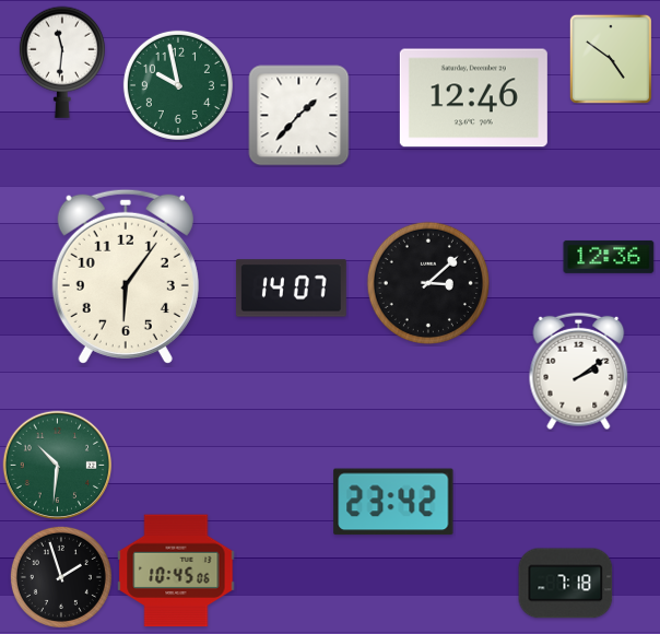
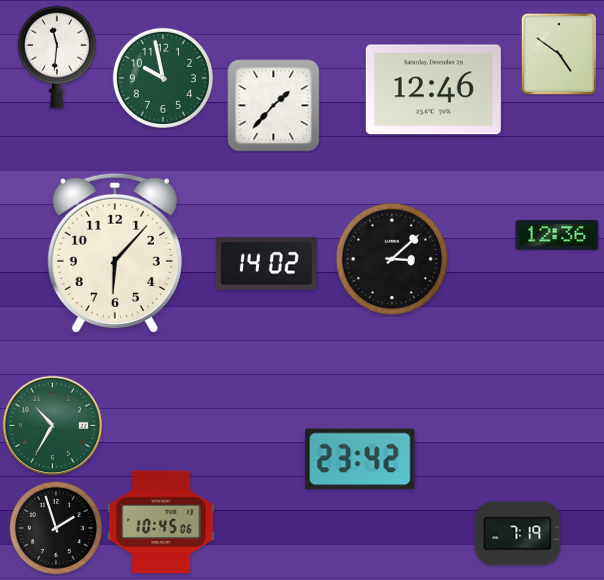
clock at (126, 277): 6:06 -> 6:07
clock at (291, 289): 14:07 -> 14:02
clock at (579, 372): 2:09 -> none
clock at (58, 466): 10:31 -> 10:35
clock at (566, 584): 7:18 -> 7:19
